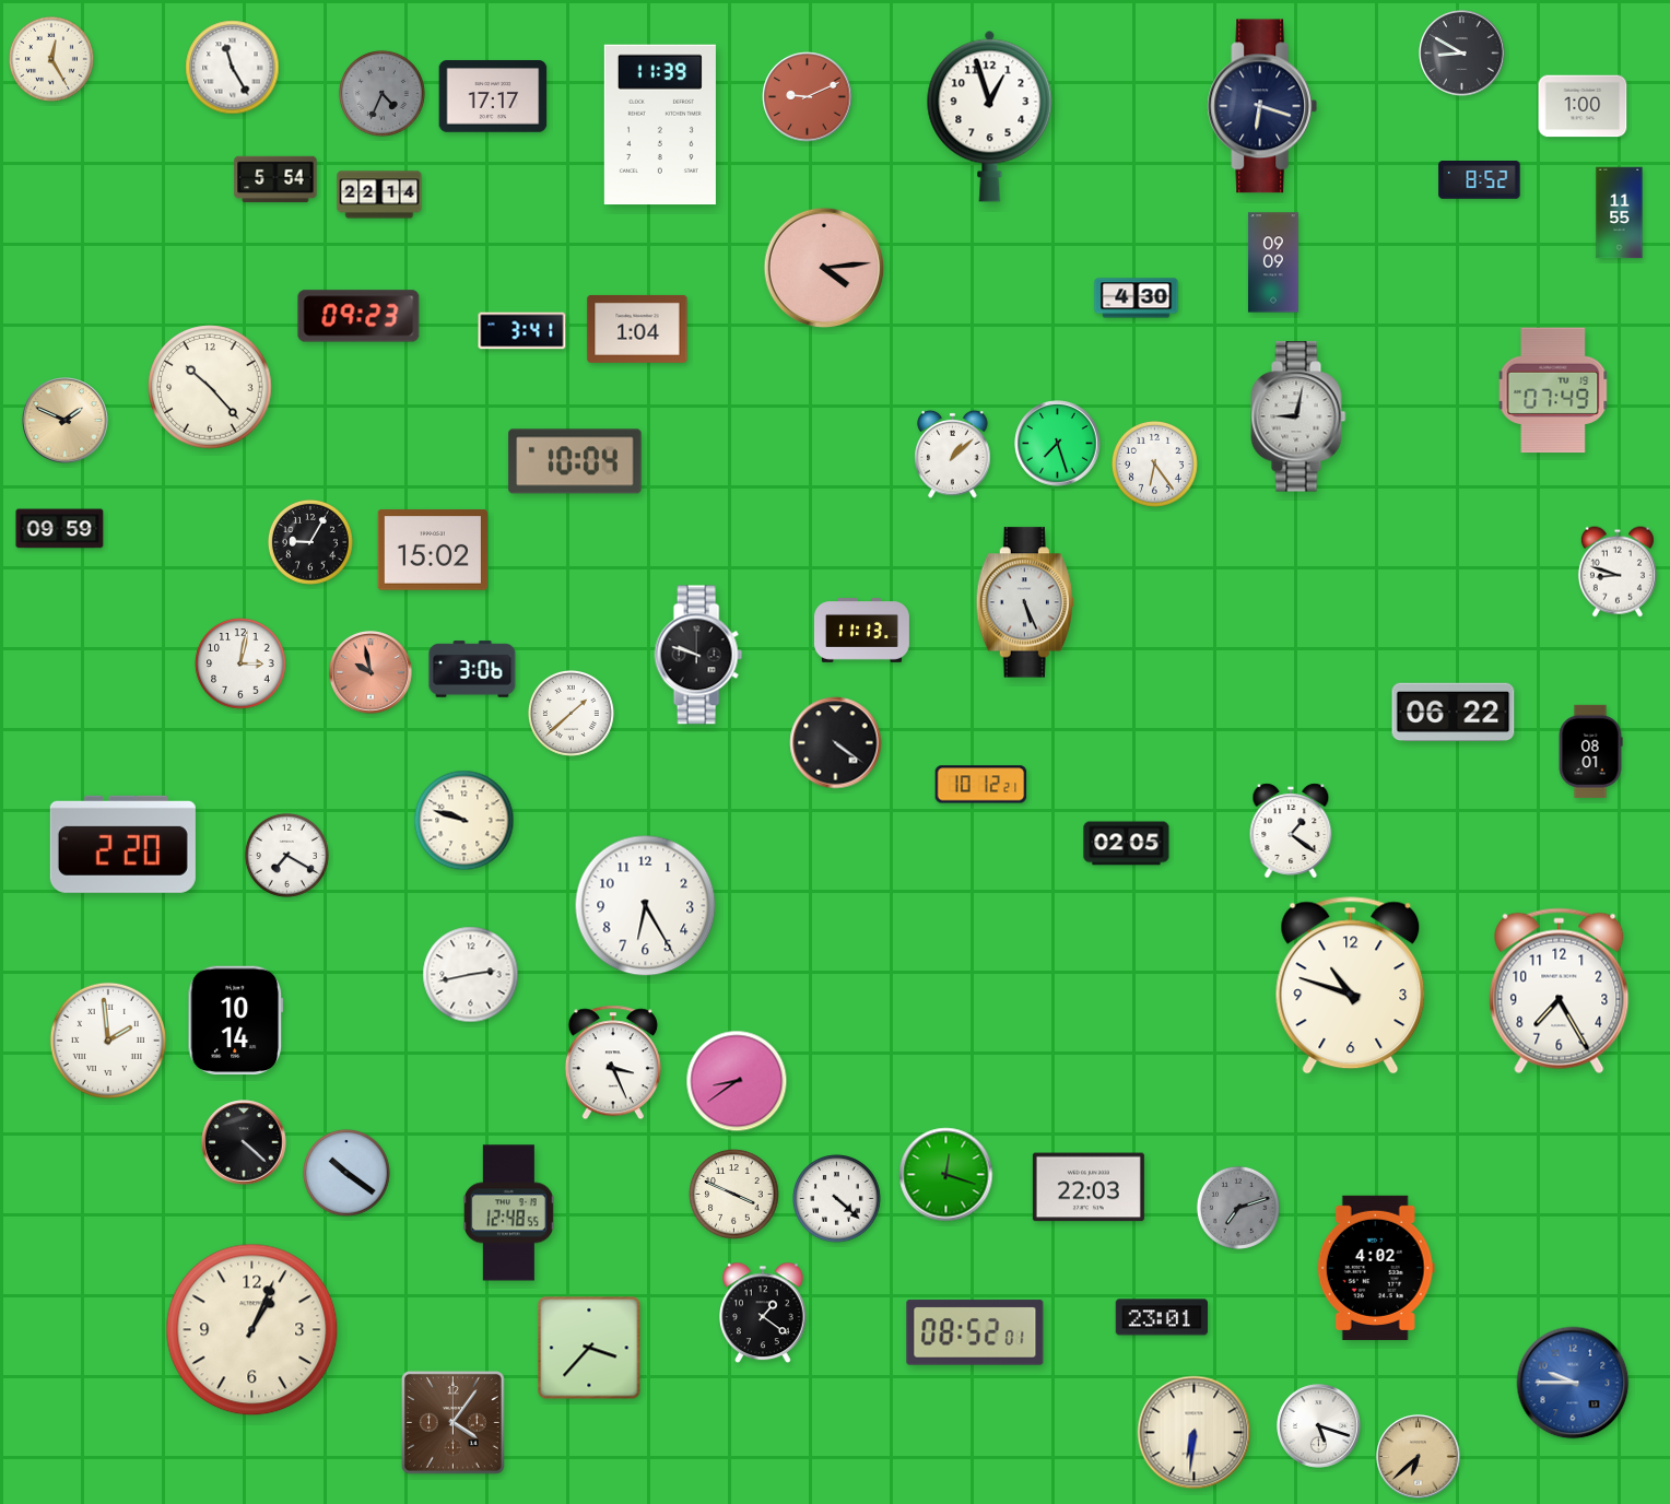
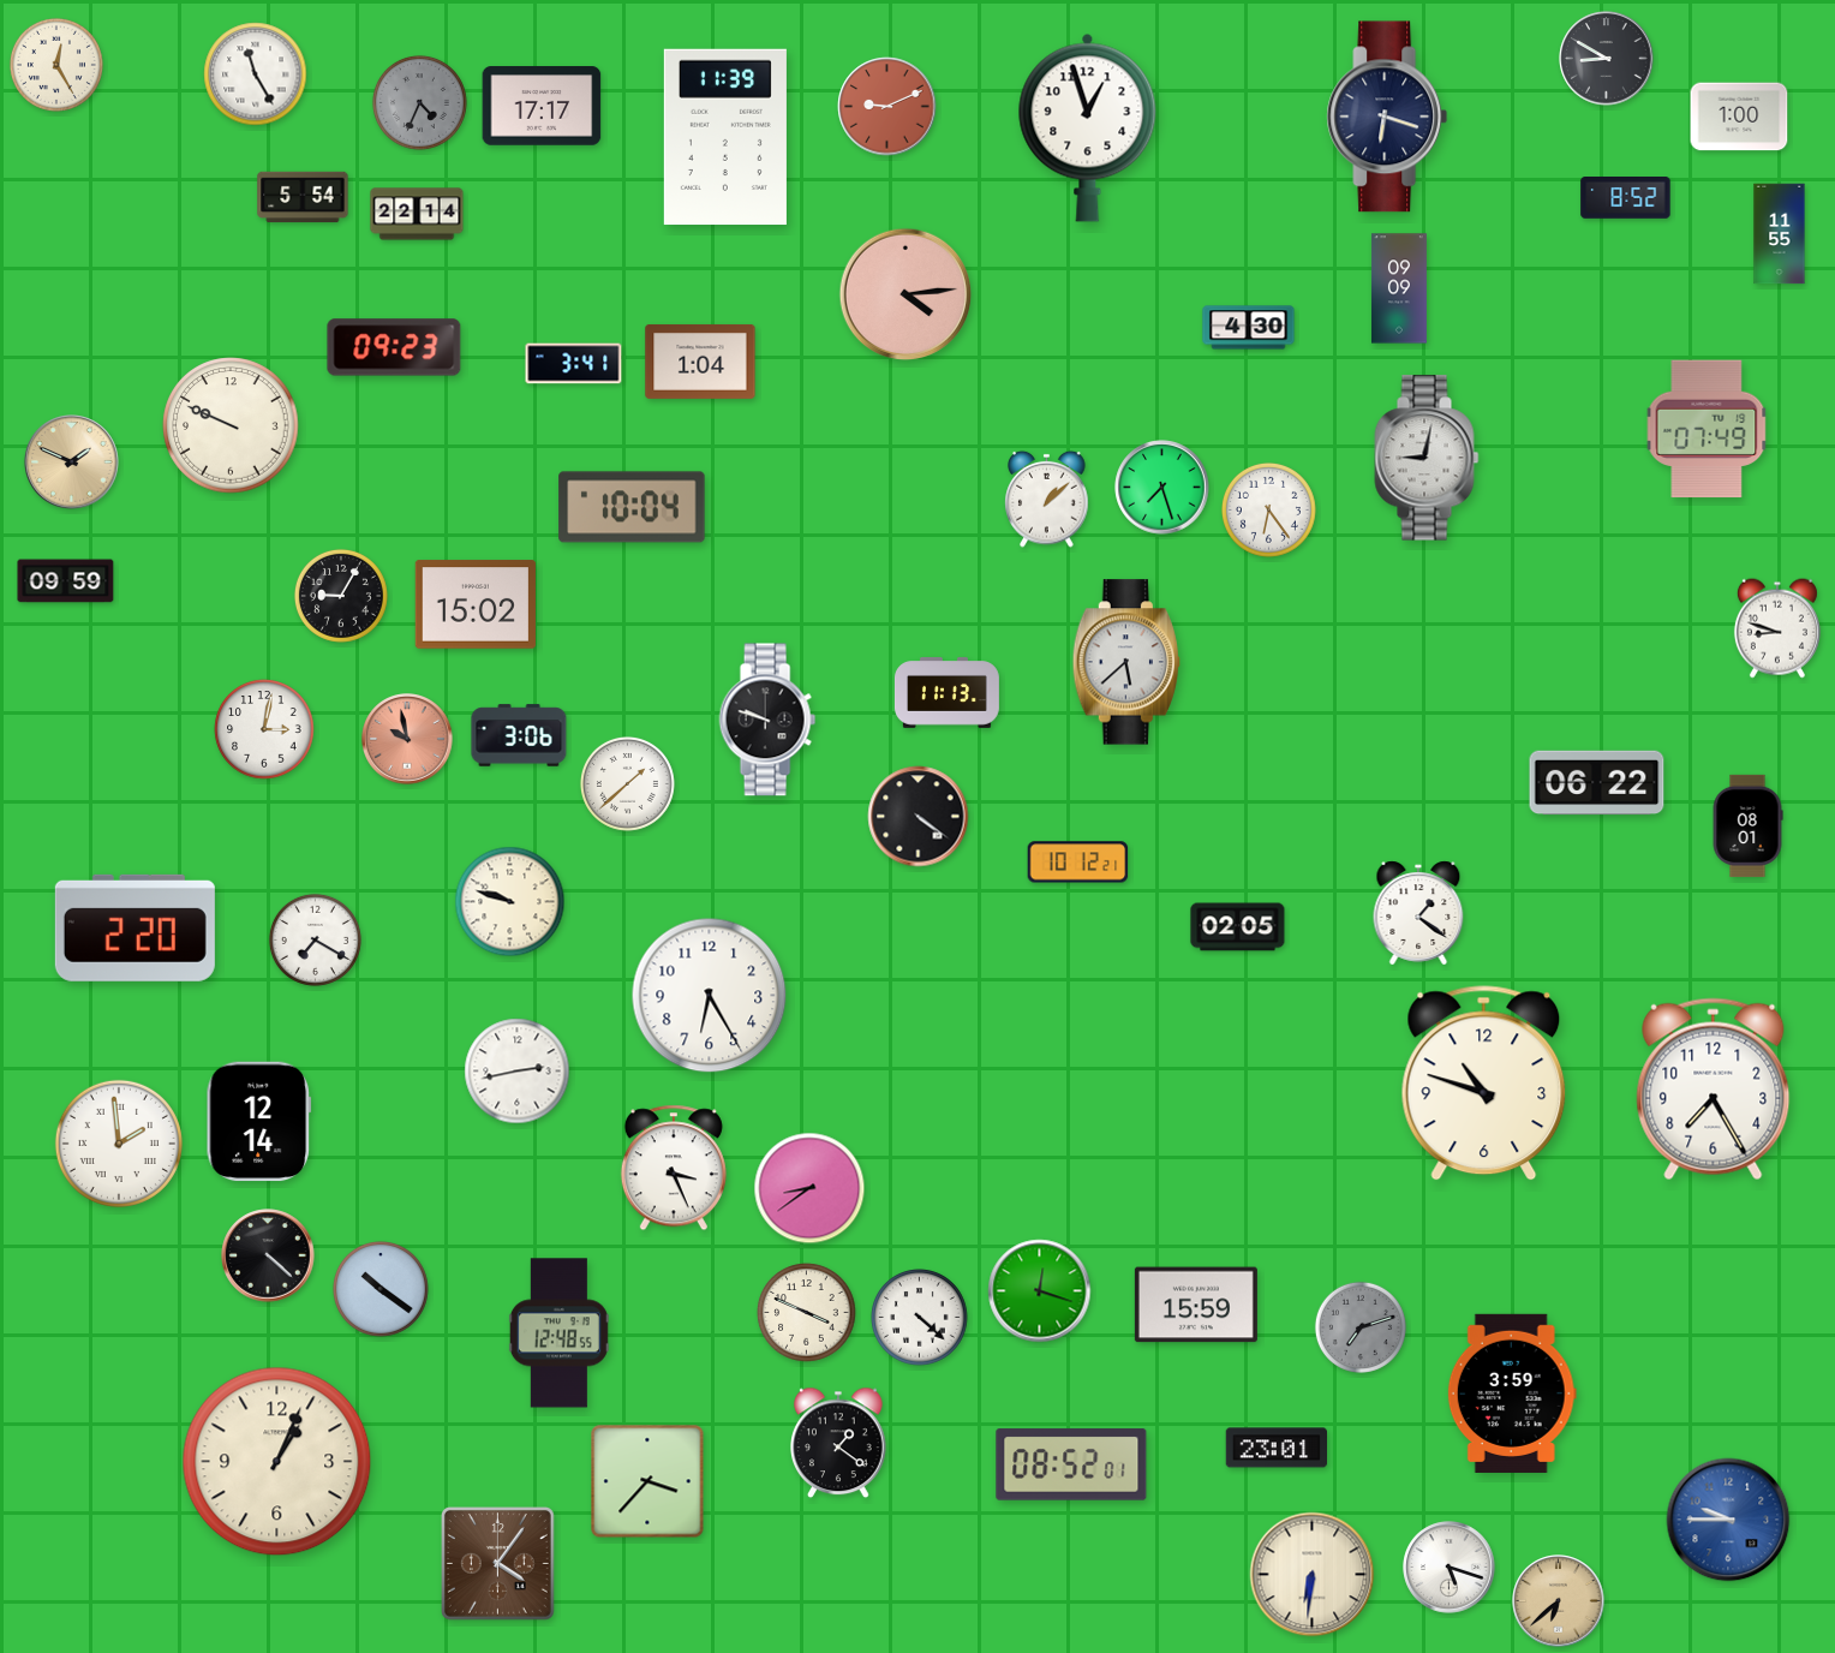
clock at (210, 387): 10:23 -> 9:49
clock at (1024, 602): 5:26 -> 5:38
clock at (235, 1021): 10:14 -> 12:14
clock at (1089, 1187): 22:03 -> 15:59
clock at (1376, 1268): 4:02 -> 3:59
